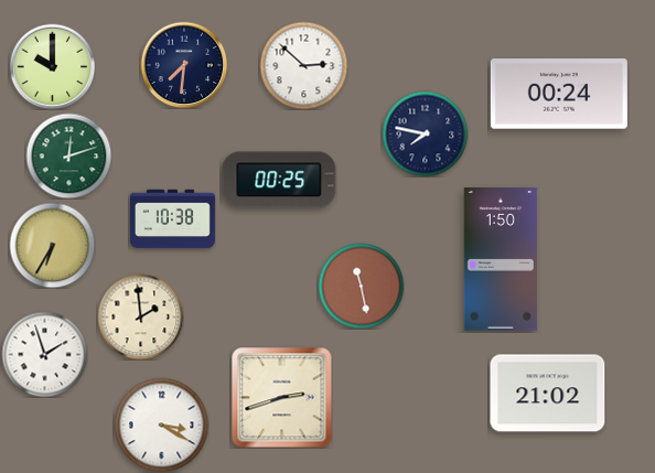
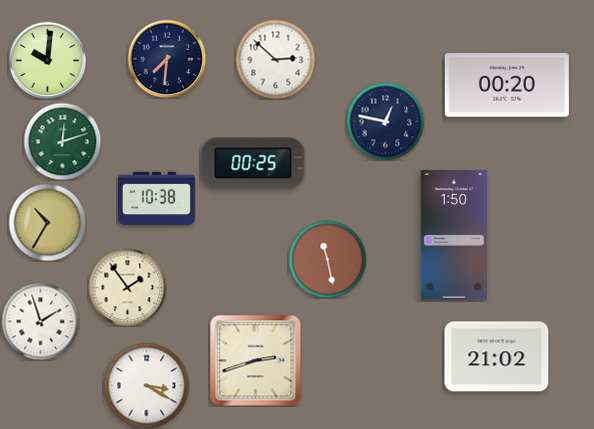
clock at (52, 66): 10:00 -> 10:01
clock at (559, 94): 00:24 -> 00:20
clock at (425, 133): 7:47 -> 12:47
clock at (52, 245): 6:35 -> 10:35
clock at (140, 316): 1:59 -> 1:54
